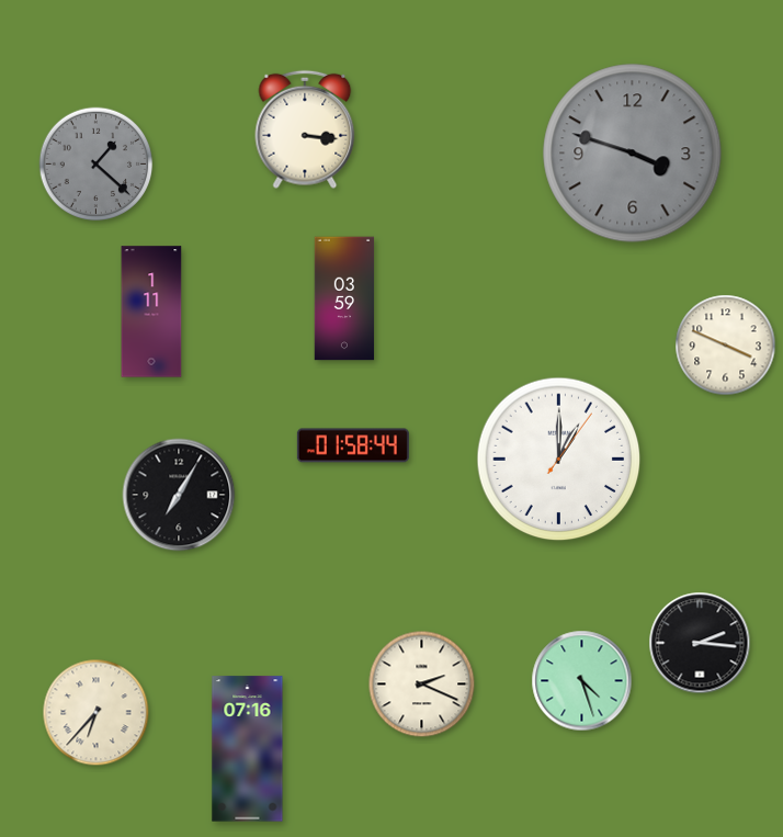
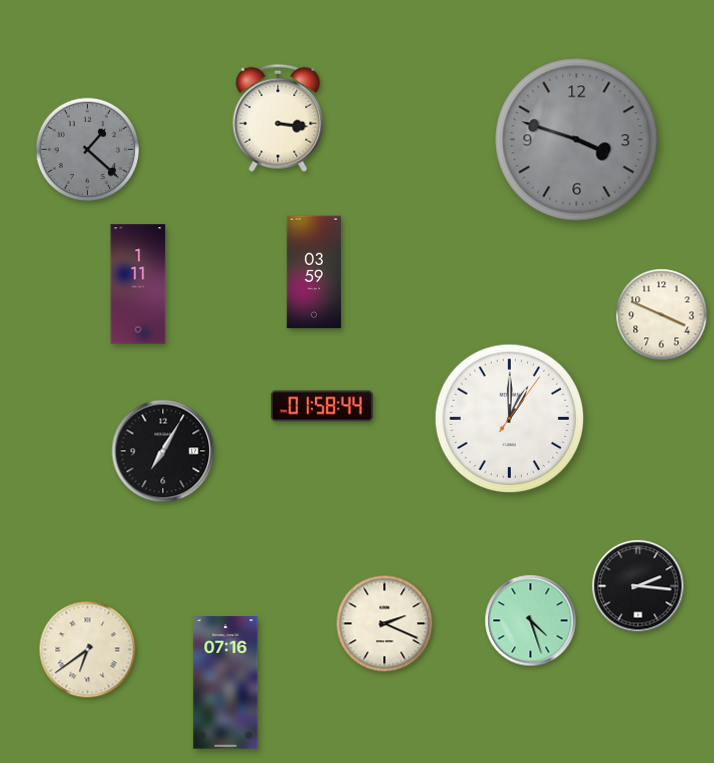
clock at (97, 713): 6:37 -> 6:39
